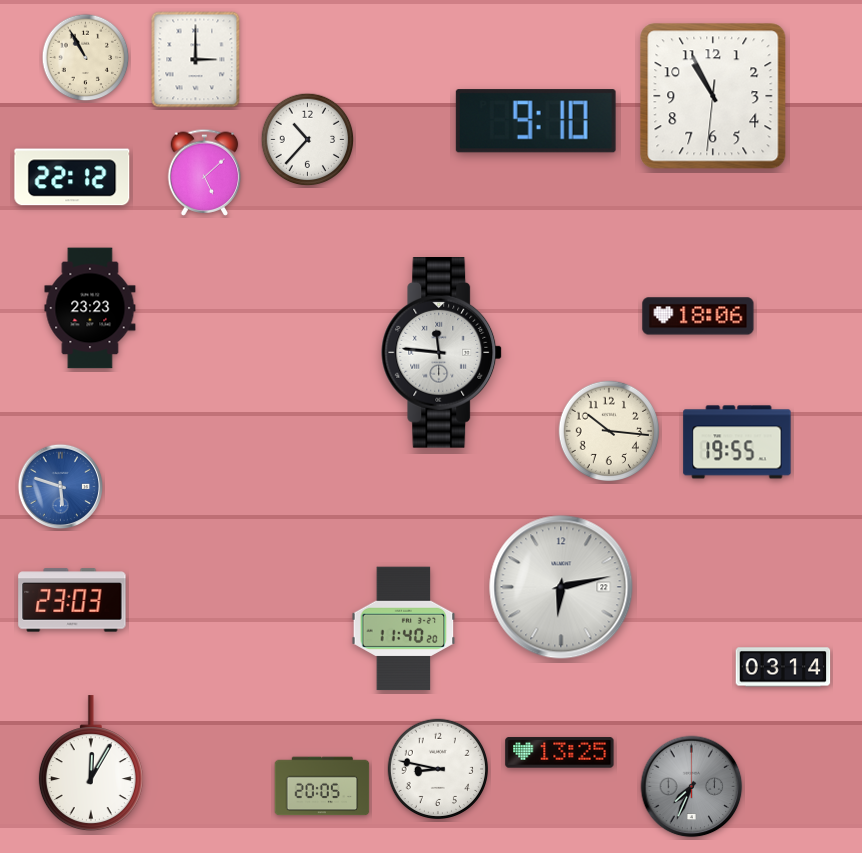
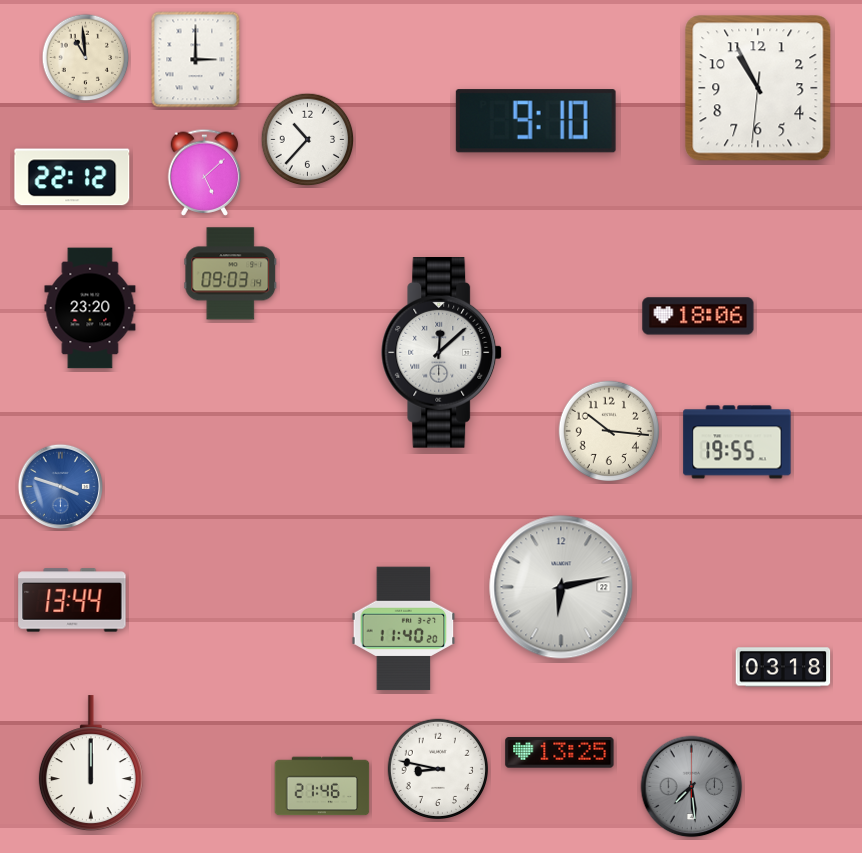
clock at (86, 58): 10:55 -> 10:59
clock at (713, 96) position: (713, 96) -> (758, 88)
clock at (231, 274): none -> 09:03
clock at (90, 308): 23:23 -> 23:20
clock at (442, 353): 11:46 -> 12:08
clock at (61, 487): 5:48 -> 3:48
clock at (72, 600): 23:03 -> 13:44
clock at (783, 667): 03:14 -> 03:18
clock at (91, 764): 12:05 -> 12:00
clock at (322, 786): 20:05 -> 21:46
clock at (692, 787): 7:34 -> 7:29
